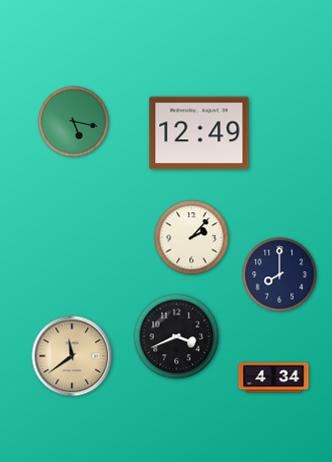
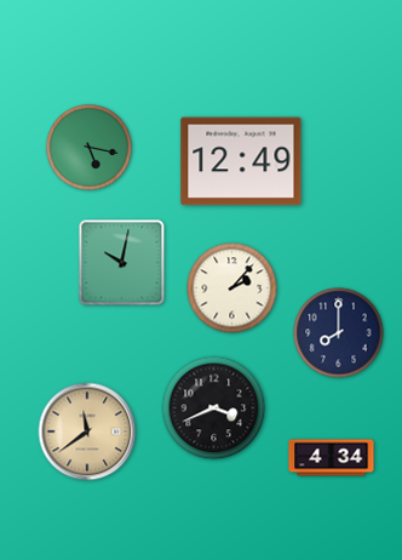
clock at (122, 263): none -> 10:02
